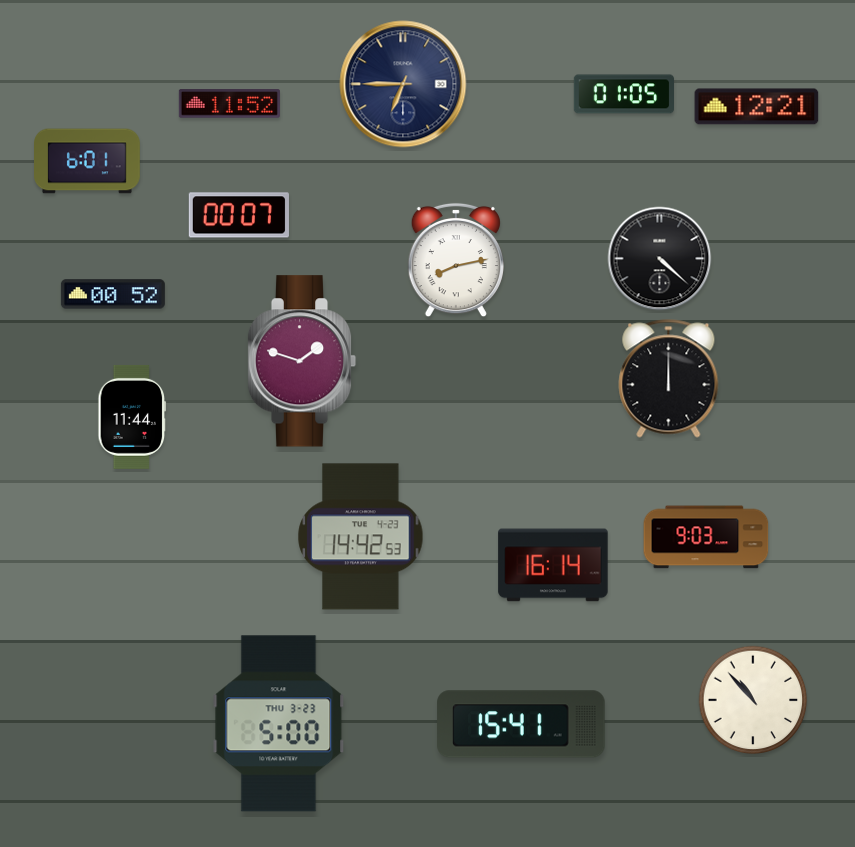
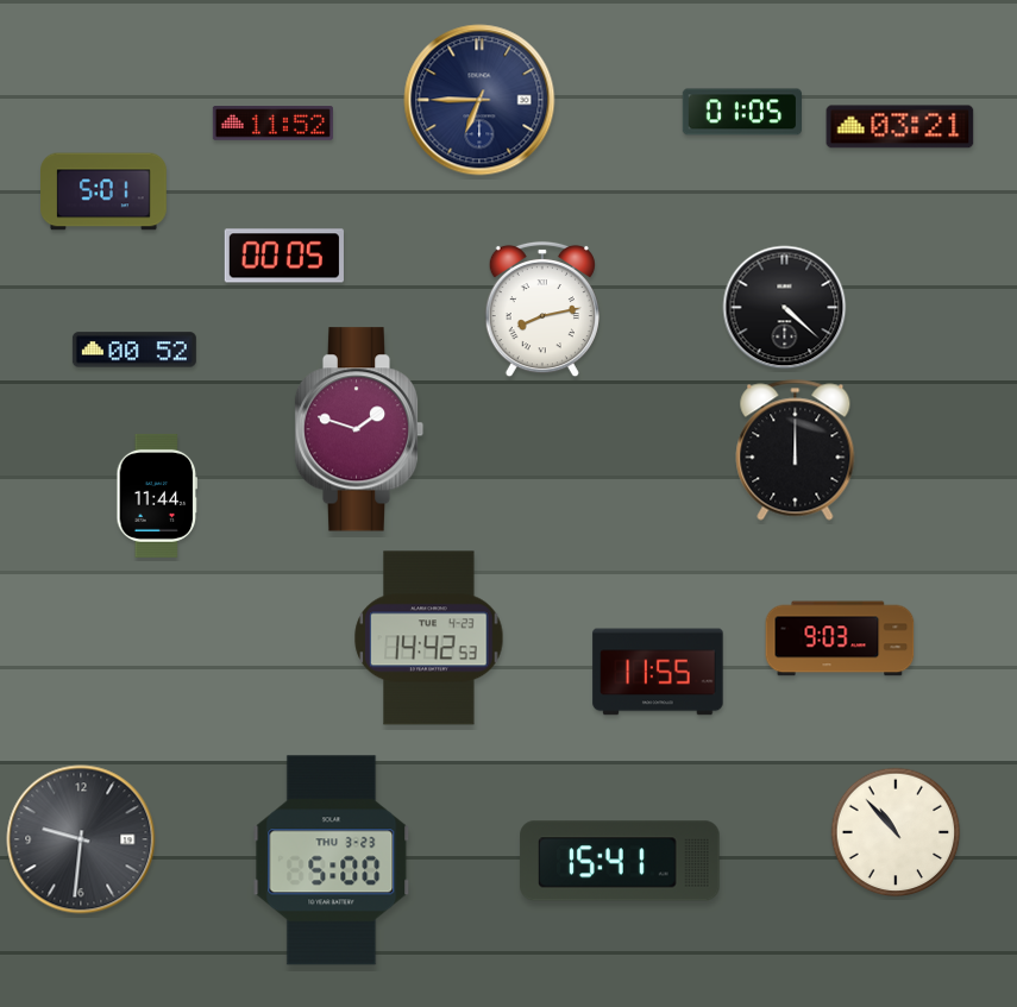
clock at (757, 107): 12:21 -> 03:21
clock at (88, 161): 6:01 -> 5:01
clock at (239, 215): 00:07 -> 00:05
clock at (553, 565): 16:14 -> 11:55
clock at (81, 839): none -> 9:31
